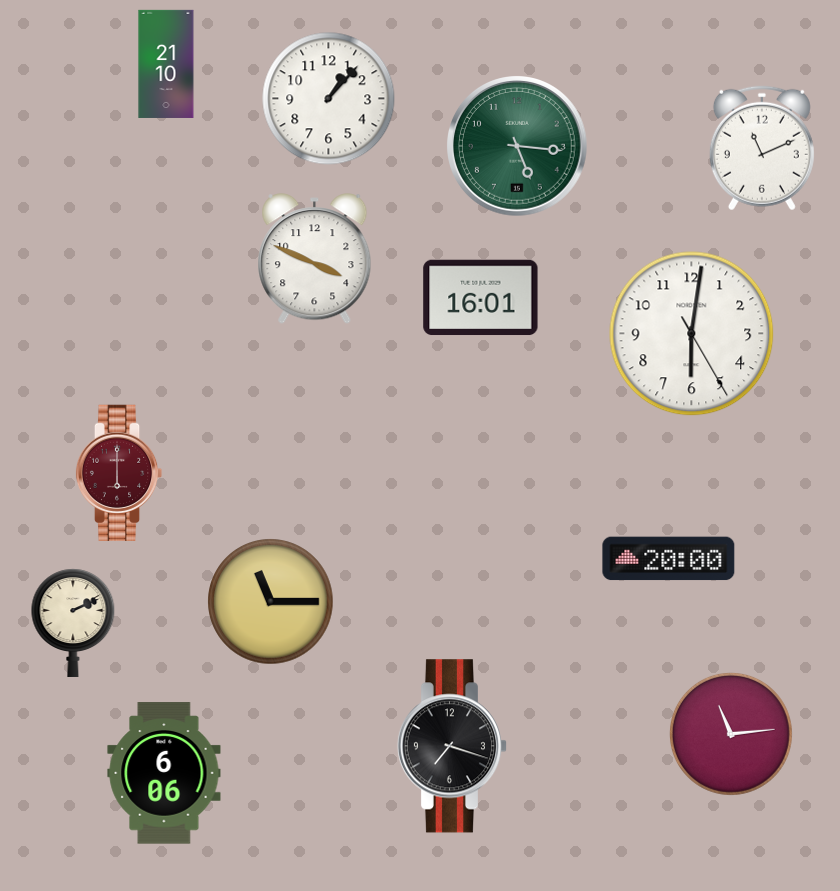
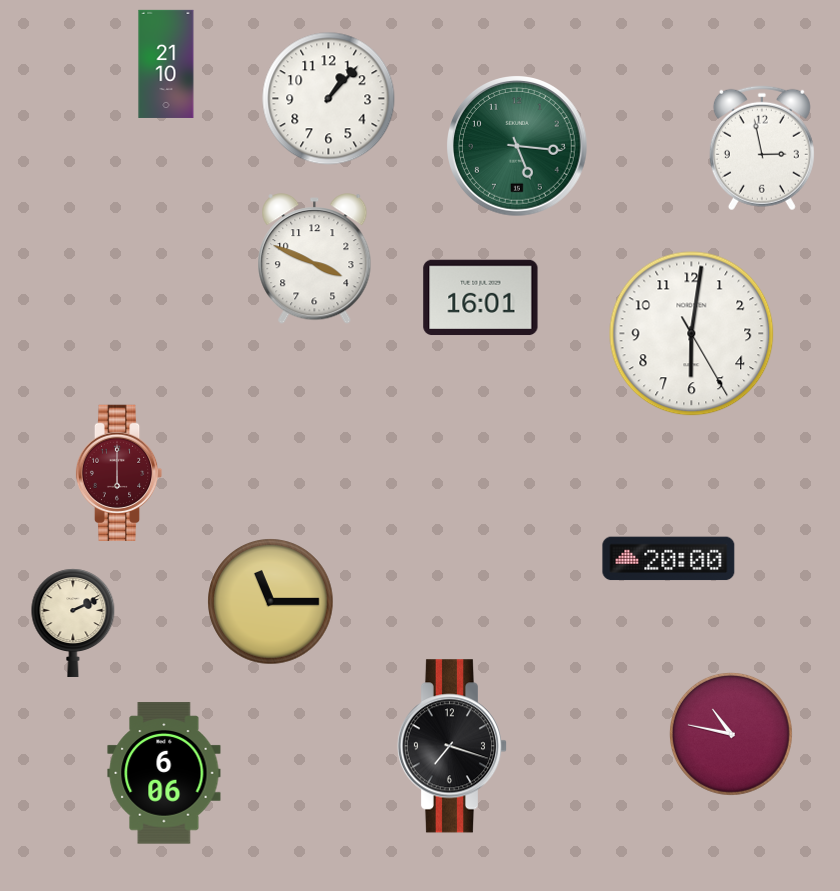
clock at (762, 148): 11:11 -> 2:58
clock at (731, 734): 11:14 -> 10:47
